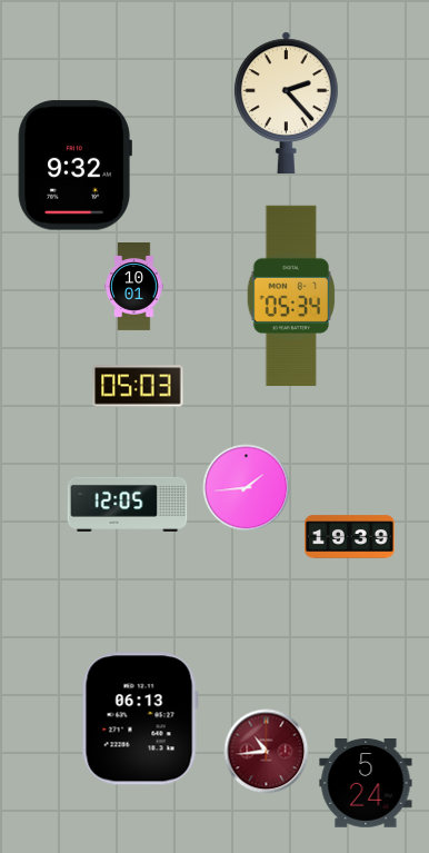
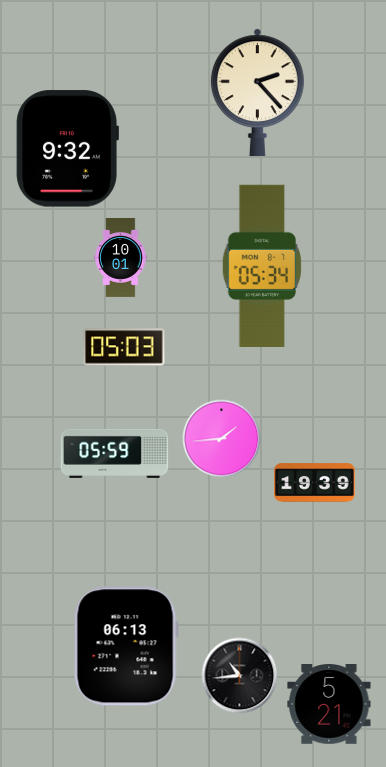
clock at (128, 504): 12:05 -> 05:59
clock at (267, 752) dial: burgundy -> black
clock at (366, 784): 5:24 -> 5:21
